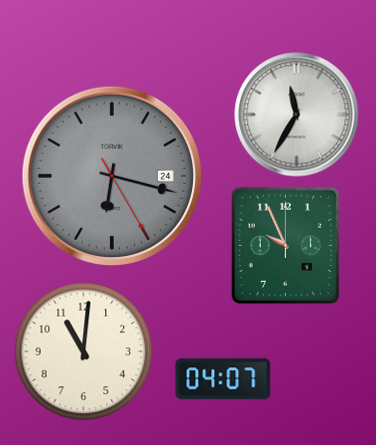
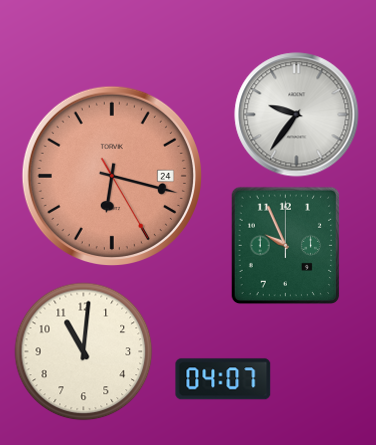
clock at (297, 115): 11:35 -> 9:36
clock at (111, 175) dial: grey -> salmon
